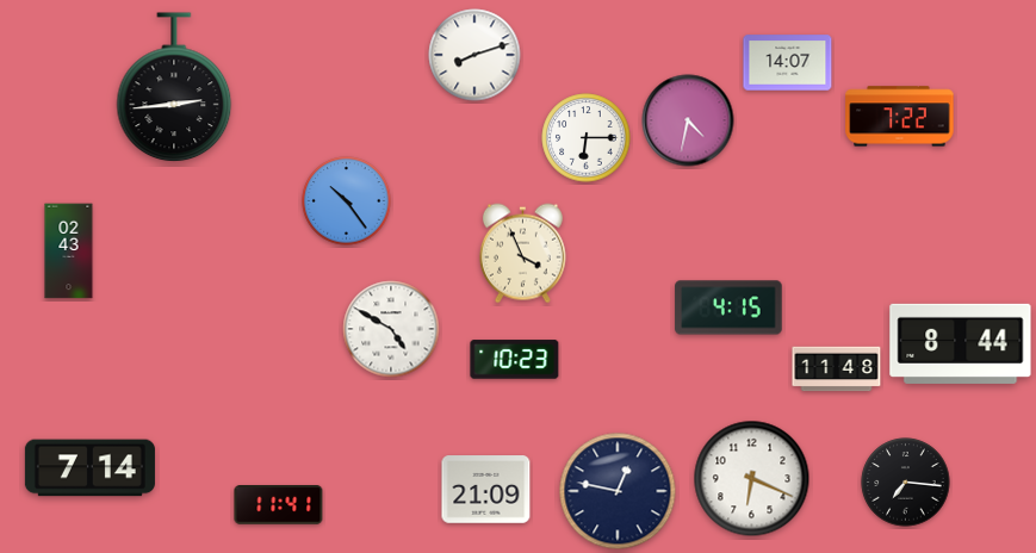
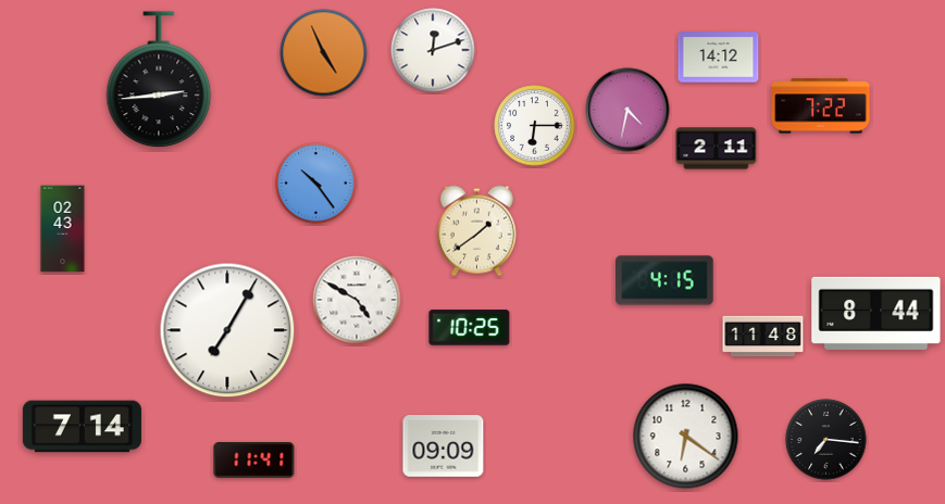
clock at (474, 55): 8:12 -> 12:12
clock at (324, 53): none -> 4:56
clock at (788, 63): 14:07 -> 14:12
clock at (717, 149): none -> 2:11
clock at (522, 254): 3:56 -> 1:39
clock at (515, 360): 10:23 -> 10:25
clock at (227, 330): none -> 7:05
clock at (752, 479): 6:19 -> 6:21
clock at (486, 490): 21:09 -> 09:09
clock at (618, 491): 12:47 -> none
